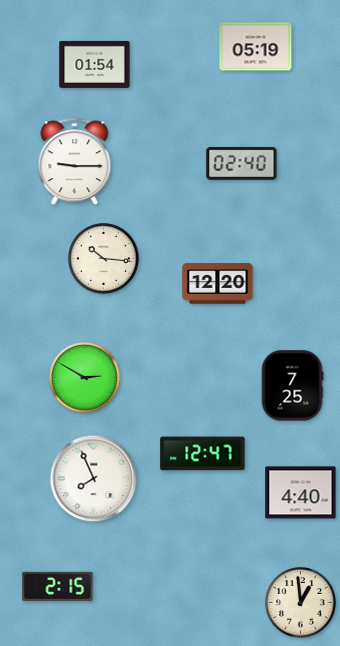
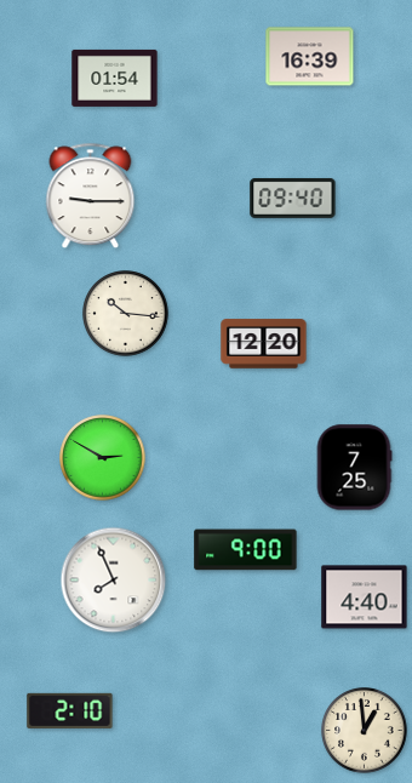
clock at (256, 47): 05:19 -> 16:39
clock at (242, 163): 02:40 -> 09:40
clock at (203, 454): 12:47 -> 9:00
clock at (58, 586): 2:15 -> 2:10
